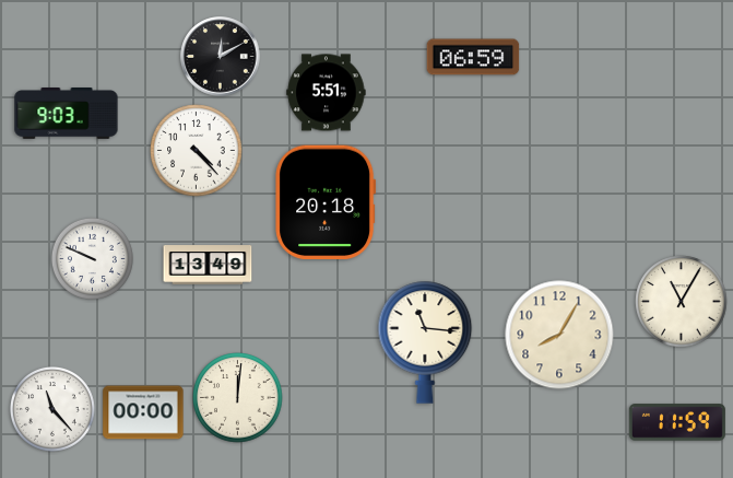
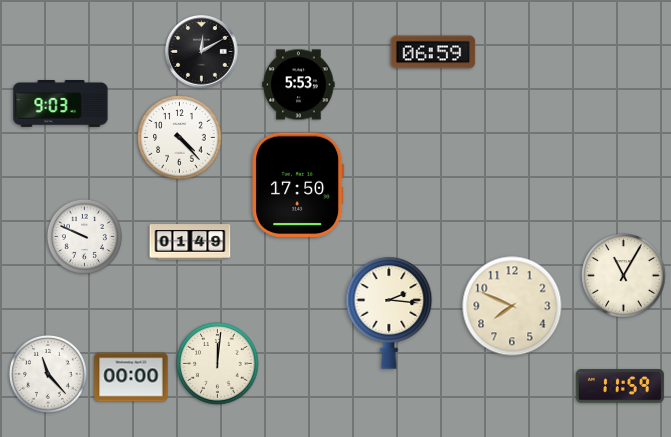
clock at (327, 93): 5:51 -> 5:53
clock at (326, 201): 20:18 -> 17:50
clock at (208, 265): 13:49 -> 01:49
clock at (559, 335): 8:05 -> 7:49
clock at (425, 342): 11:16 -> 2:16
